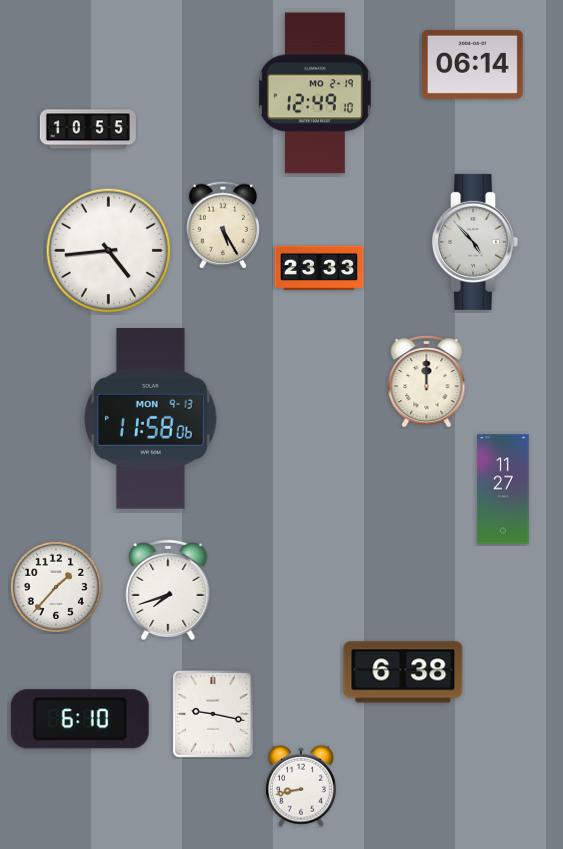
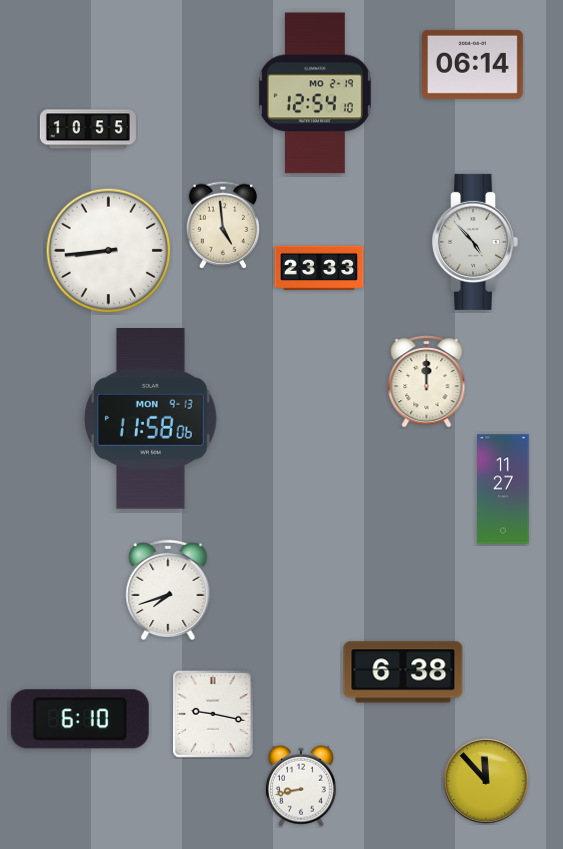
clock at (315, 93): 12:49 -> 12:54
clock at (223, 225): 5:25 -> 4:59
clock at (109, 251): 4:44 -> 8:44
clock at (56, 587): 1:37 -> none
clock at (487, 782): none -> 11:53
